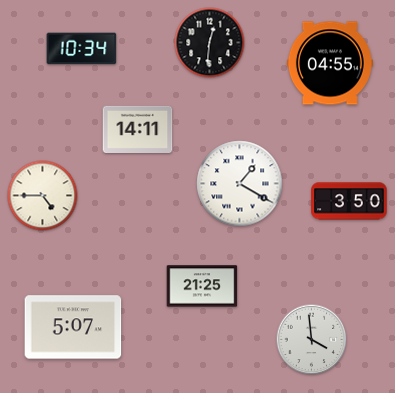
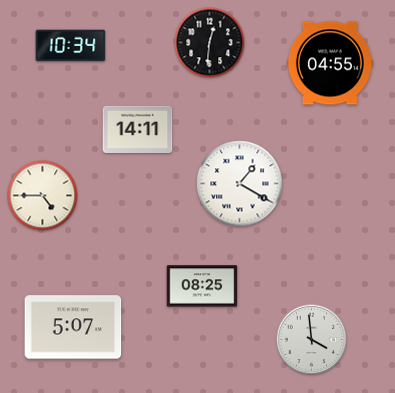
clock at (82, 49) position: (82, 49) -> (71, 46)
clock at (349, 201): 3:50 -> none
clock at (202, 286): 21:25 -> 08:25
